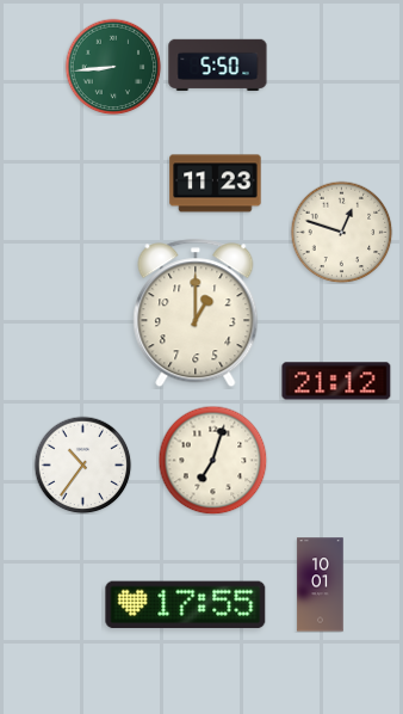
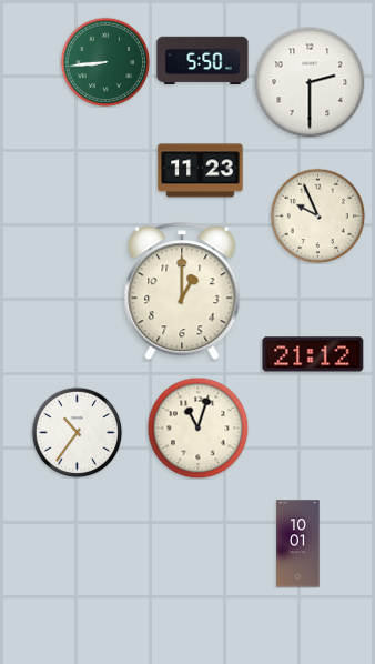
clock at (310, 82): none -> 2:30
clock at (341, 232): 12:48 -> 9:56
clock at (212, 460): 7:03 -> 11:03
clock at (186, 605): 17:55 -> none
